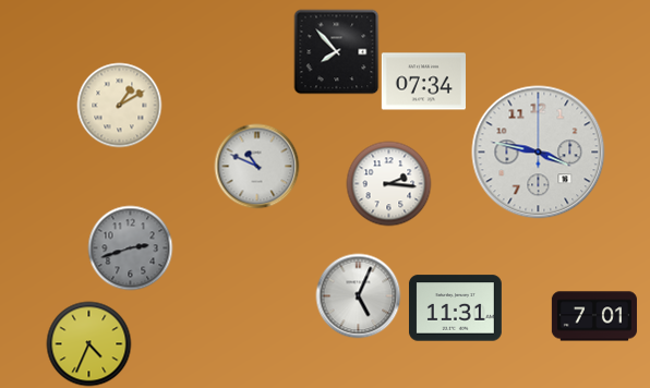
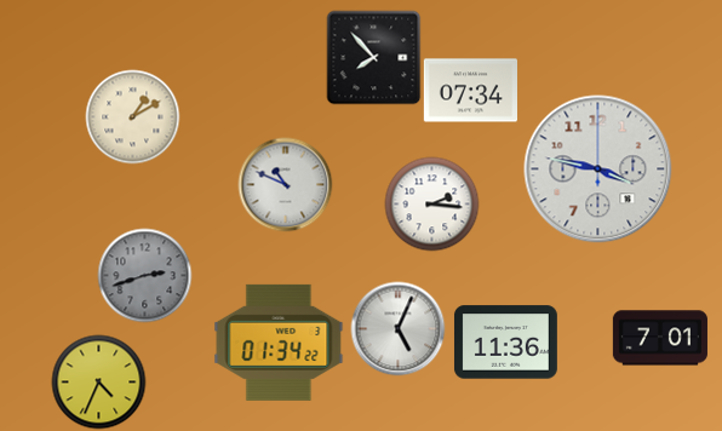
clock at (279, 343): none -> 01:34
clock at (455, 308): 11:31 -> 11:36
clock at (593, 316) position: (593, 316) -> (659, 338)
